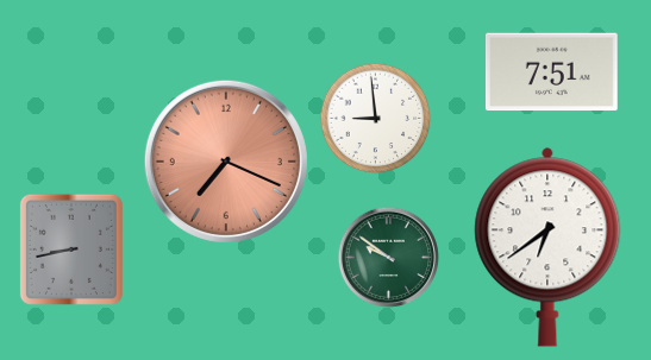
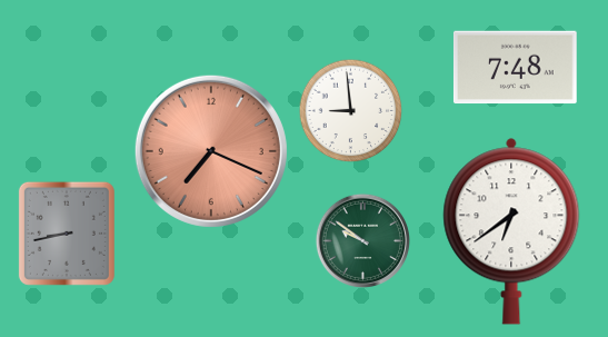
clock at (551, 72): 7:51 -> 7:48
